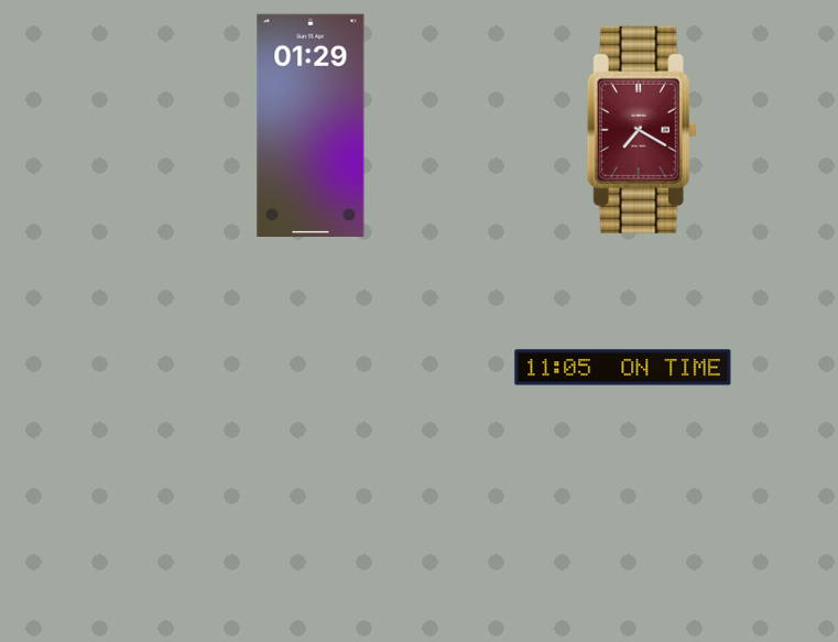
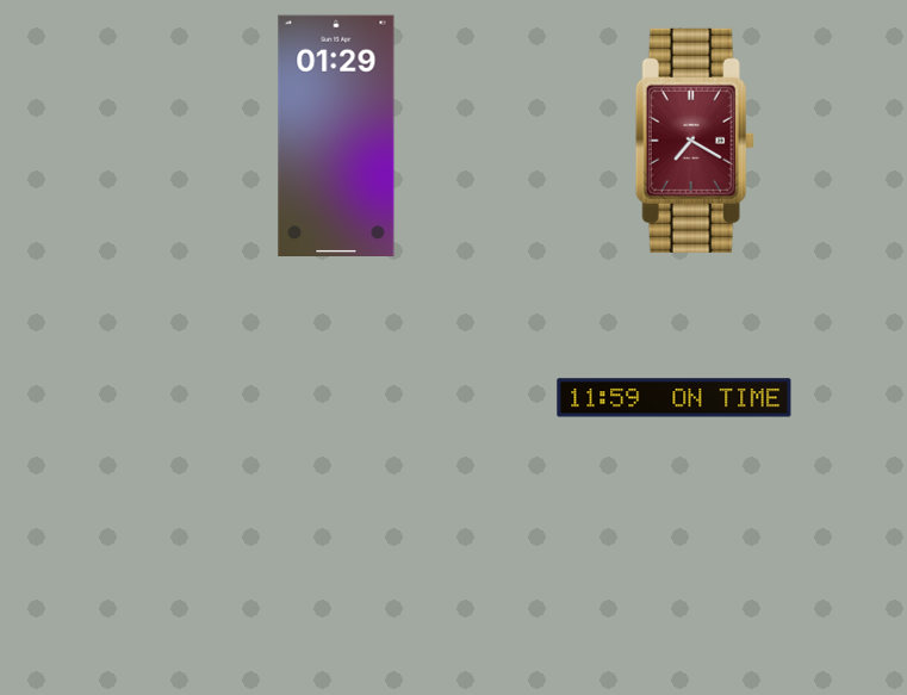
clock at (623, 368): 11:05 -> 11:59
